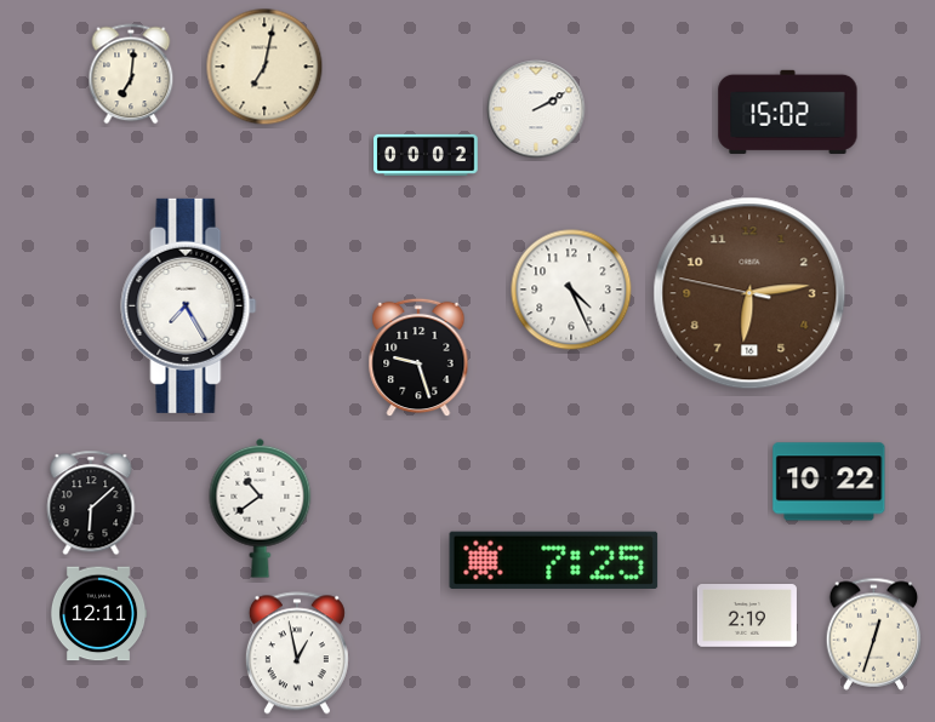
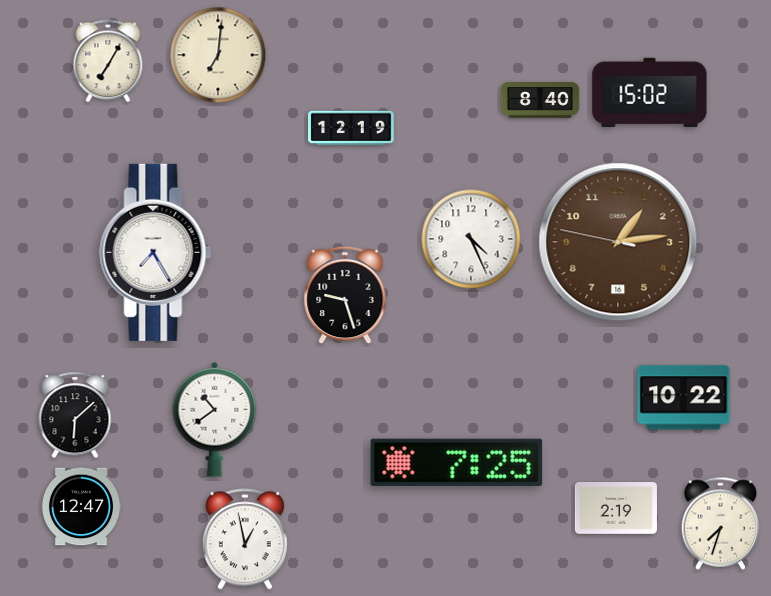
clock at (264, 67): 7:02 -> 7:01
clock at (131, 74): 7:01 -> 7:05
clock at (536, 109): 2:10 -> none
clock at (540, 100): none -> 8:40
clock at (426, 155): 00:02 -> 12:19
clock at (749, 293): 6:13 -> 1:13
clock at (98, 614): 12:11 -> 12:47
clock at (874, 634): 12:33 -> 7:33
